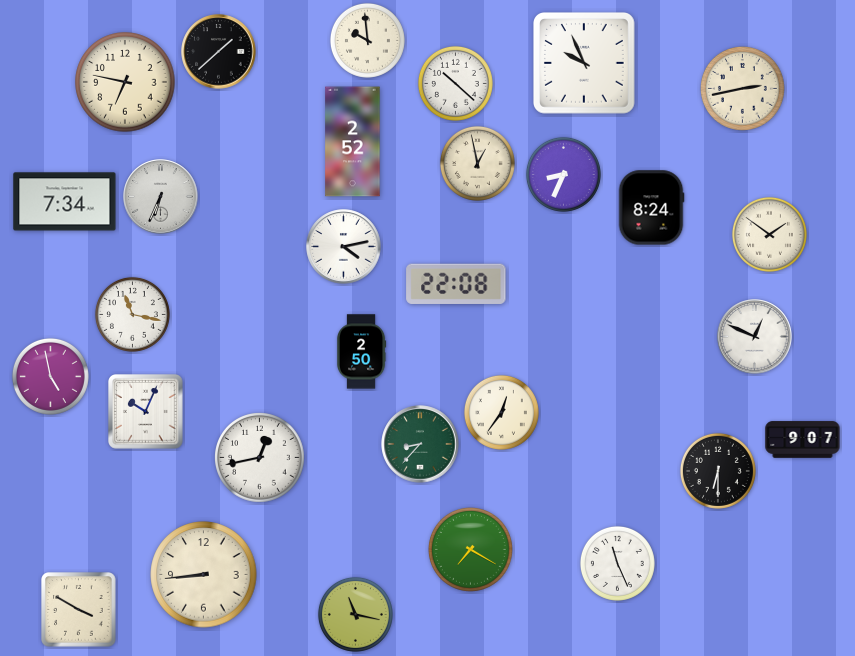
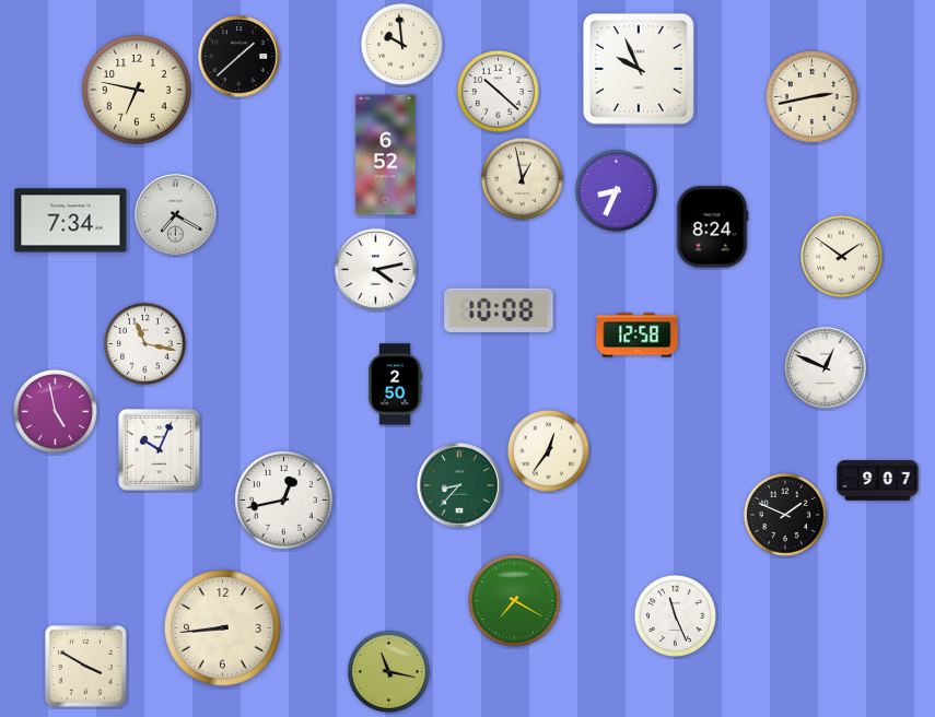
clock at (353, 142): 2:52 -> 6:52
clock at (161, 197): 6:34 -> 7:20
clock at (456, 284): 22:08 -> 10:08
clock at (638, 336): none -> 12:58
clock at (718, 471): 6:30 -> 1:49
